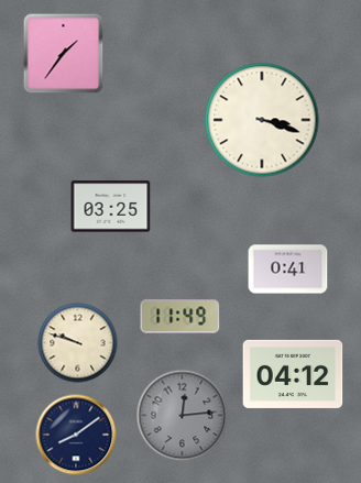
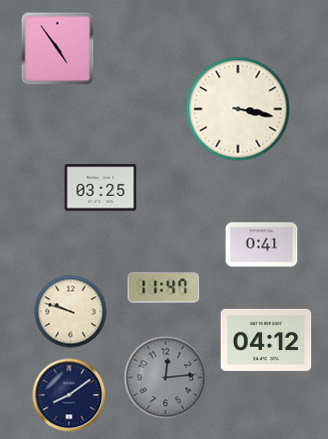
clock at (64, 54): 1:36 -> 4:54
clock at (262, 120): 3:18 -> 3:17
clock at (180, 317): 11:49 -> 11:47
